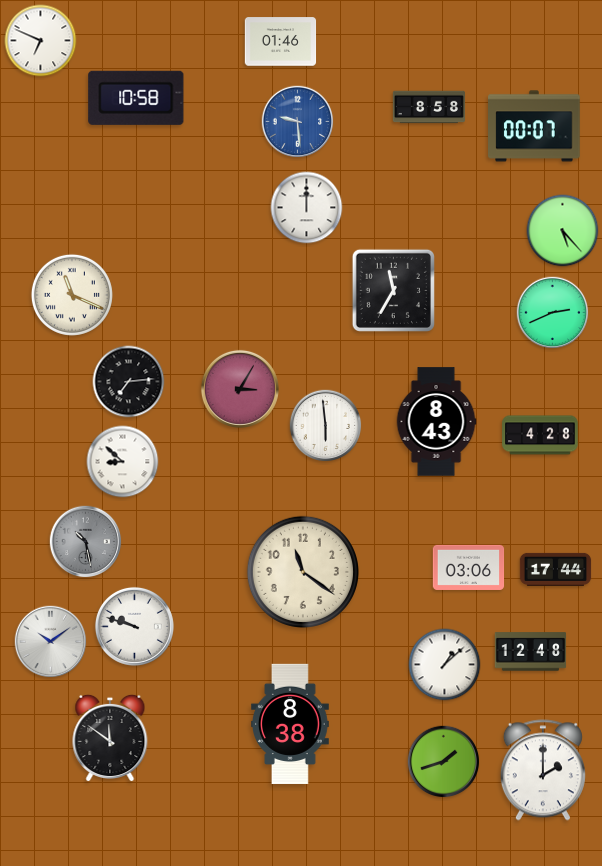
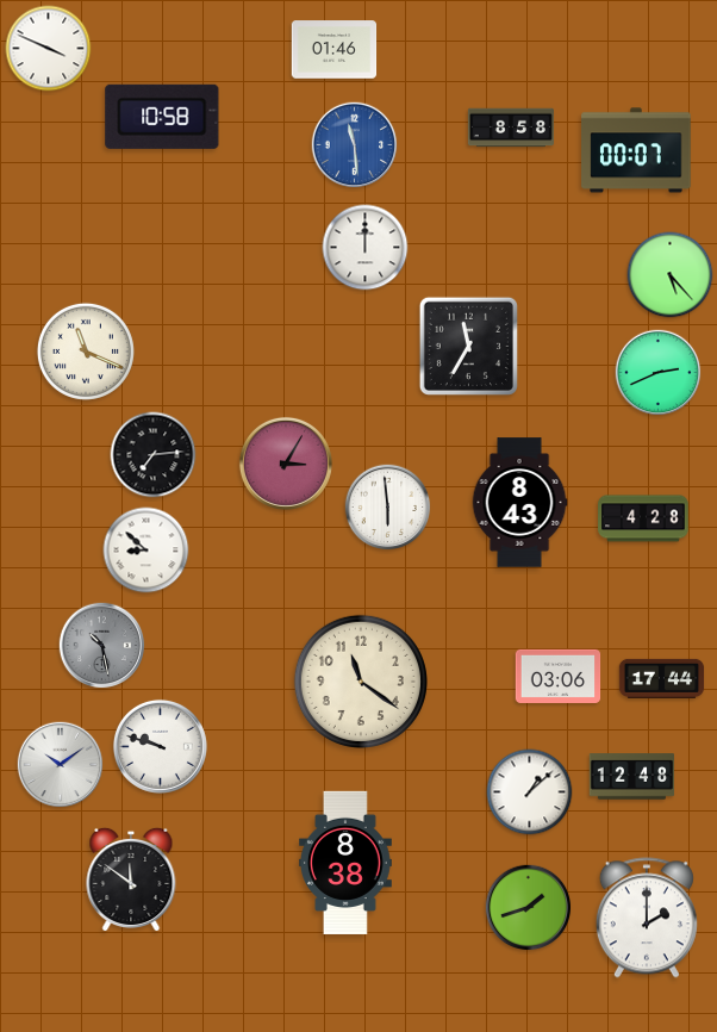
clock at (41, 41): 6:49 -> 3:49
clock at (298, 122): 9:29 -> 11:29
